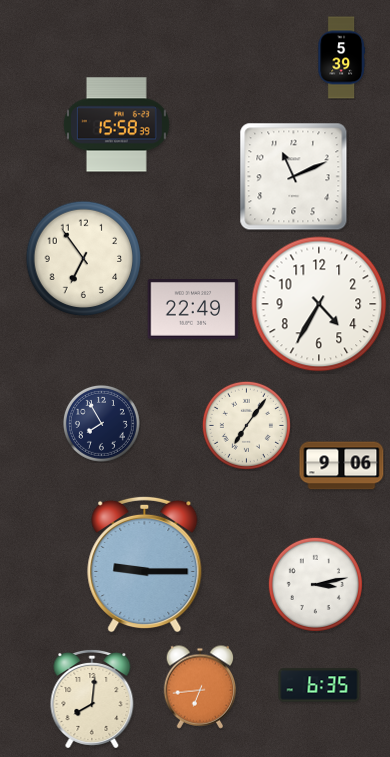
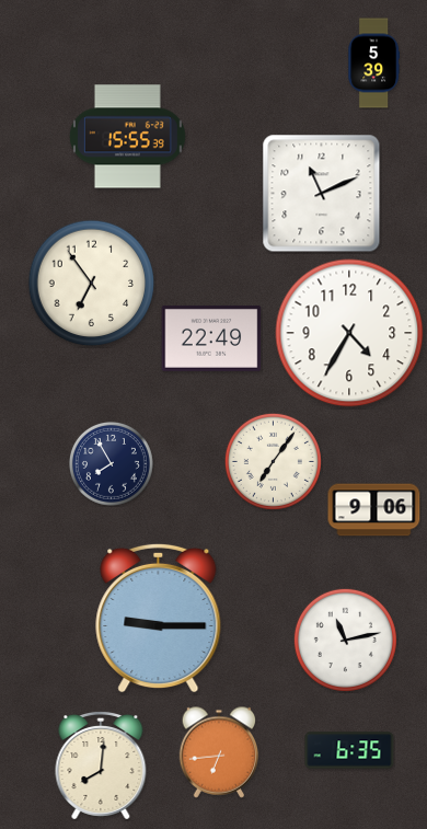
clock at (116, 125): 15:58 -> 15:55
clock at (246, 425) position: (246, 425) -> (273, 461)
clock at (315, 584): 3:13 -> 11:13
